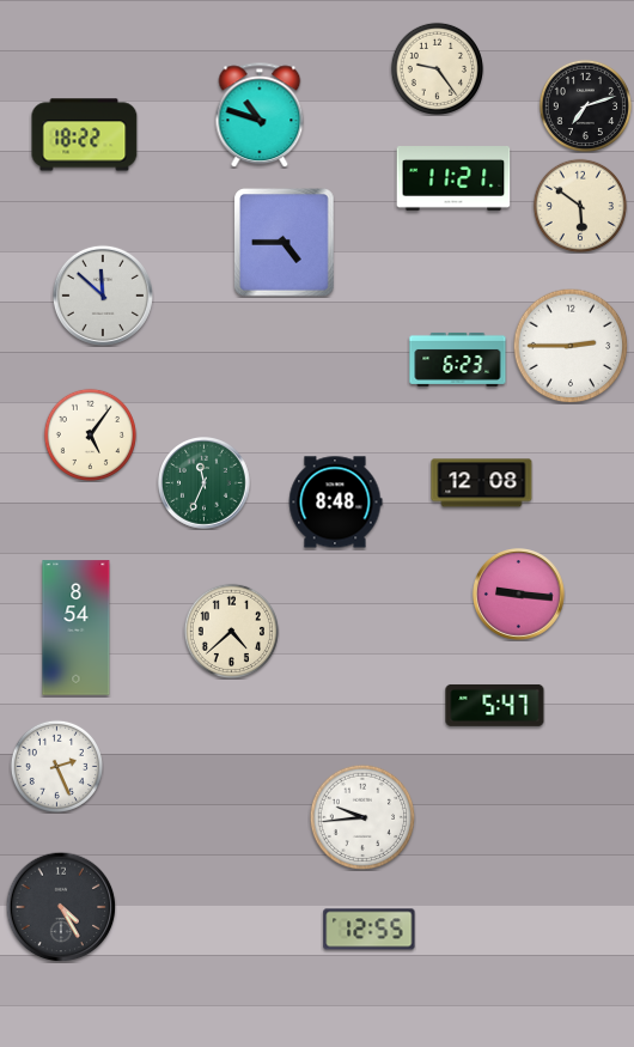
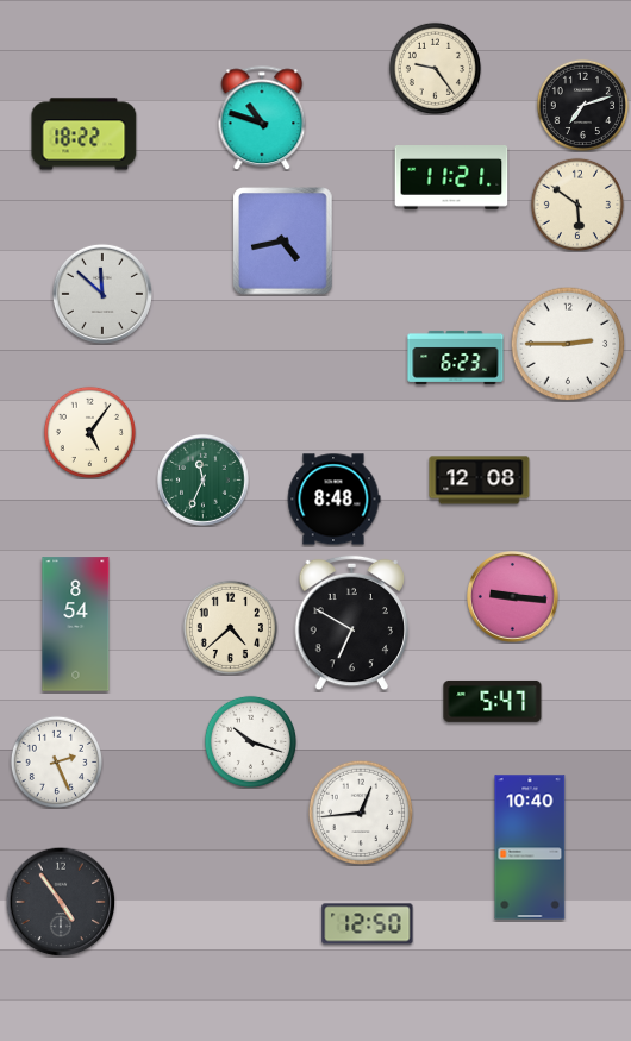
clock at (260, 115) position: (260, 115) -> (262, 118)
clock at (285, 243): 4:45 -> 4:43
clock at (519, 595) position: (519, 595) -> (513, 597)
clock at (352, 623): none -> 6:50
clock at (250, 741): none -> 10:18
clock at (362, 817): 9:44 -> 12:44
clock at (530, 847): none -> 10:40
clock at (61, 907): 4:25 -> 4:54
clock at (370, 930): 12:55 -> 12:50
